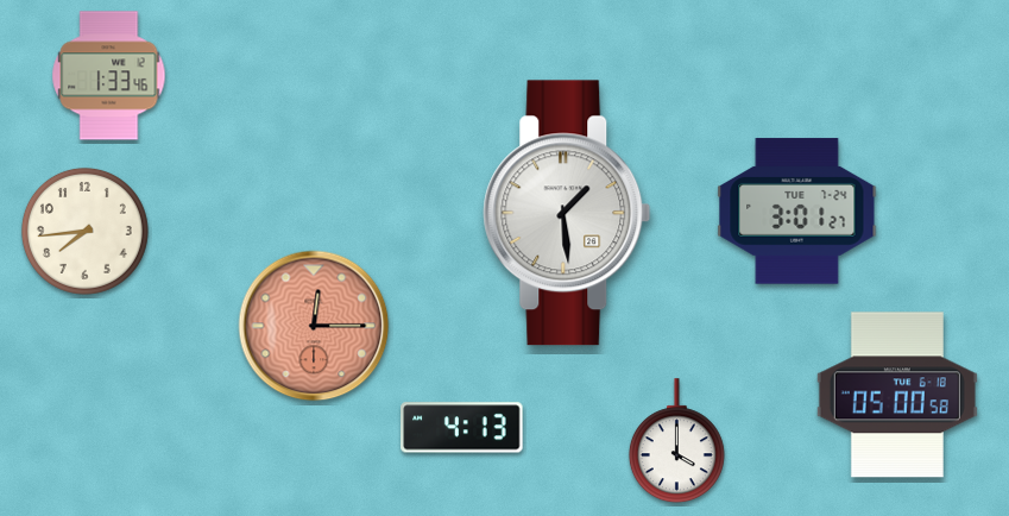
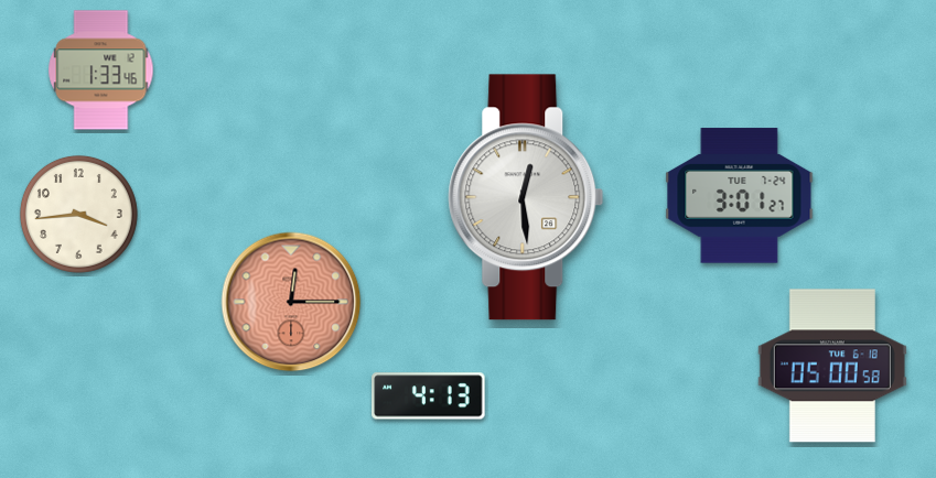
clock at (567, 213): 1:29 -> 12:29
clock at (84, 231): 7:44 -> 3:44
clock at (676, 441): 4:00 -> none
